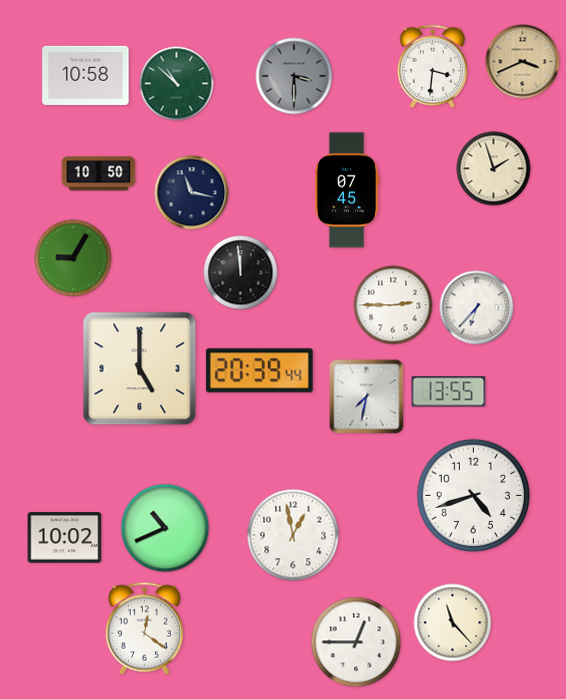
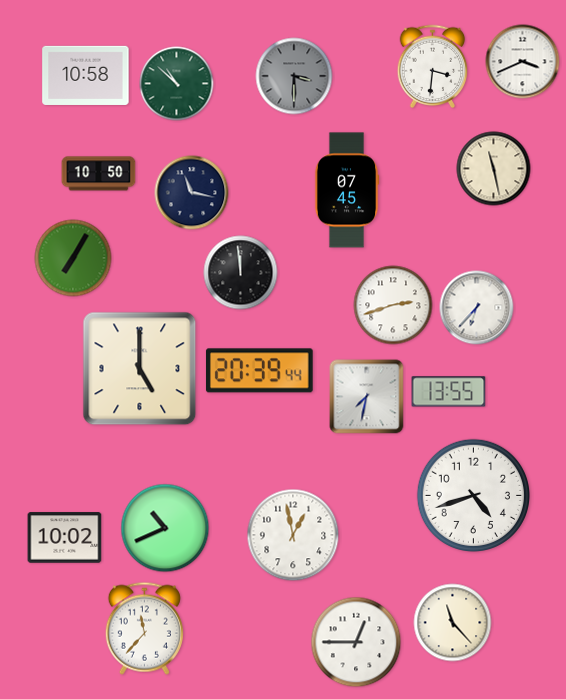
clock at (523, 62) dial: champagne -> white
clock at (494, 169): 1:57 -> 11:28
clock at (73, 258): 9:05 -> 7:05
clock at (393, 305): 2:45 -> 2:42
clock at (144, 628): 12:21 -> 11:37
